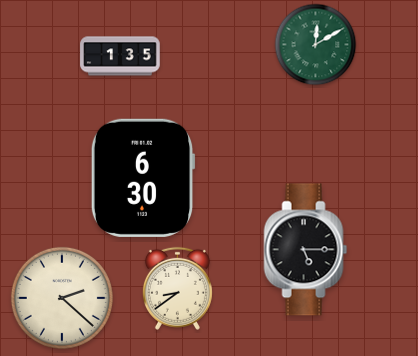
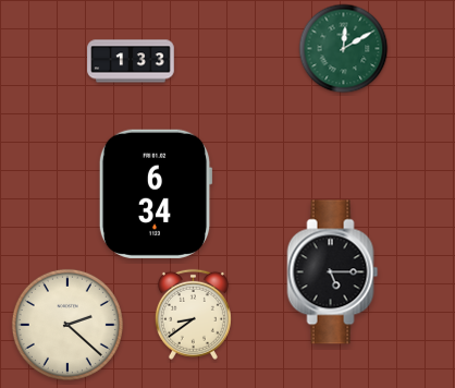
clock at (120, 56): 1:35 -> 1:33
clock at (143, 178): 6:30 -> 6:34
